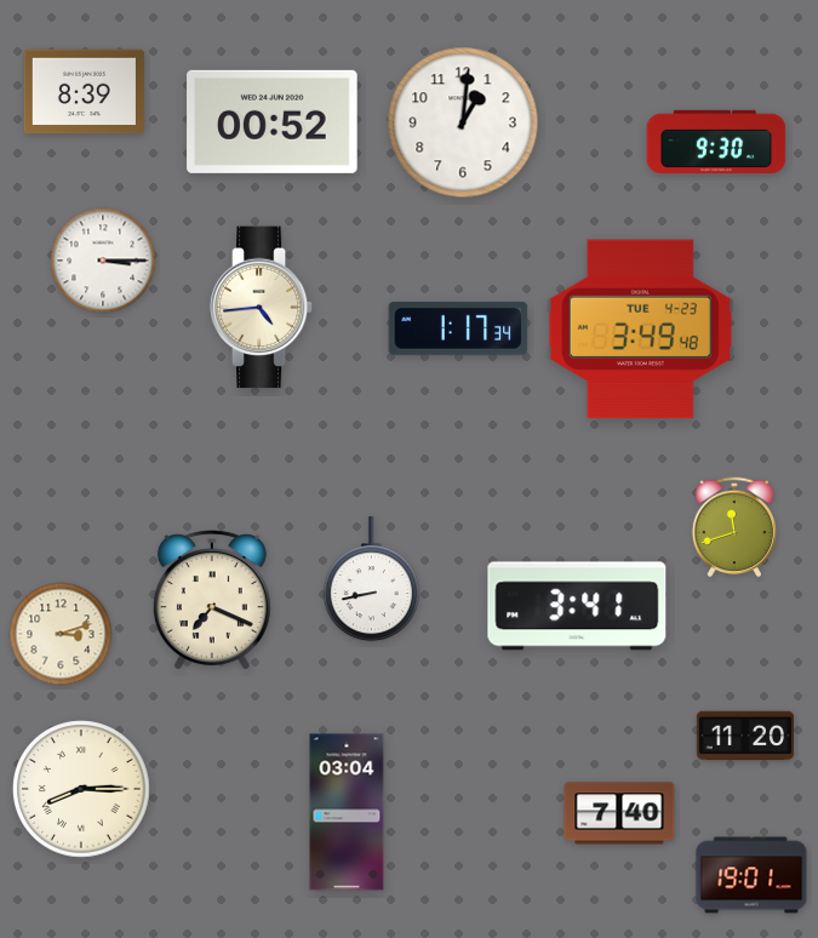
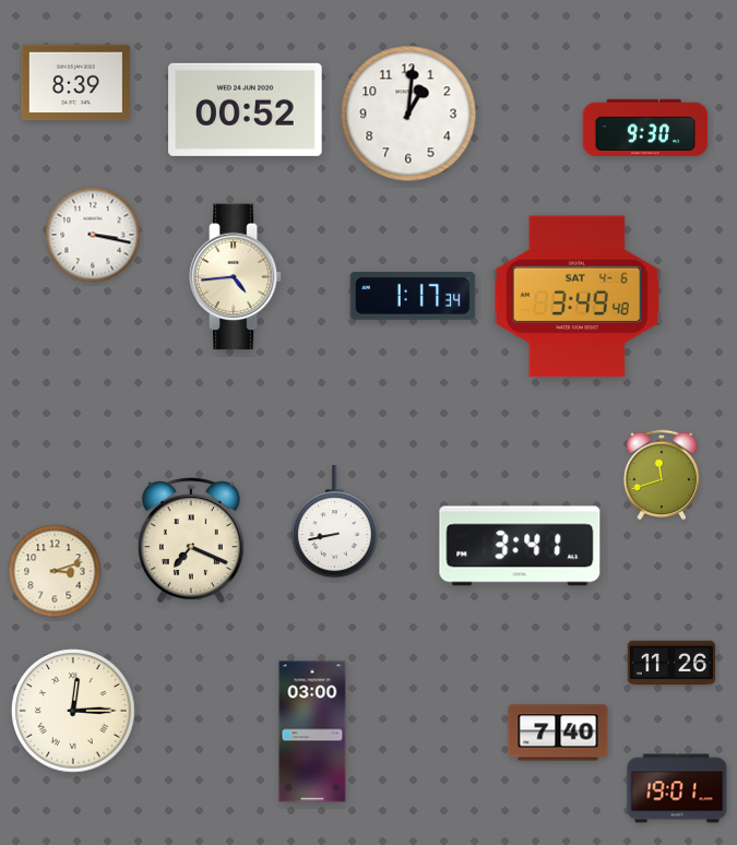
clock at (463, 122) position: (463, 122) -> (408, 114)
clock at (103, 261): 3:15 -> 3:17
clock at (640, 330) date: TUE 4-23 -> SAT 4-6
clock at (745, 736): 11:20 -> 11:26
clock at (81, 789): 8:15 -> 12:15
clock at (347, 812): 03:04 -> 03:00
